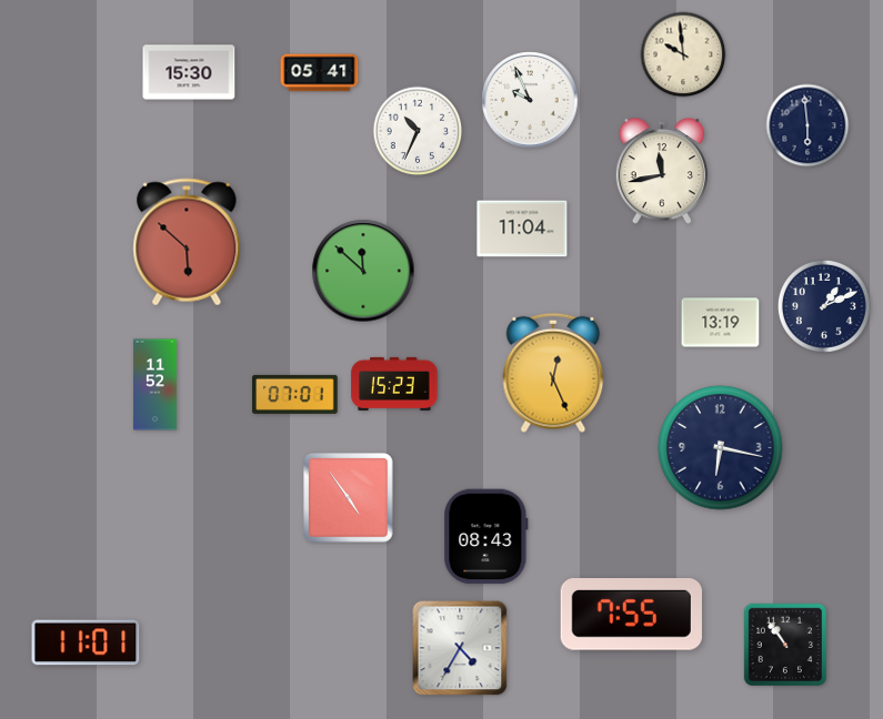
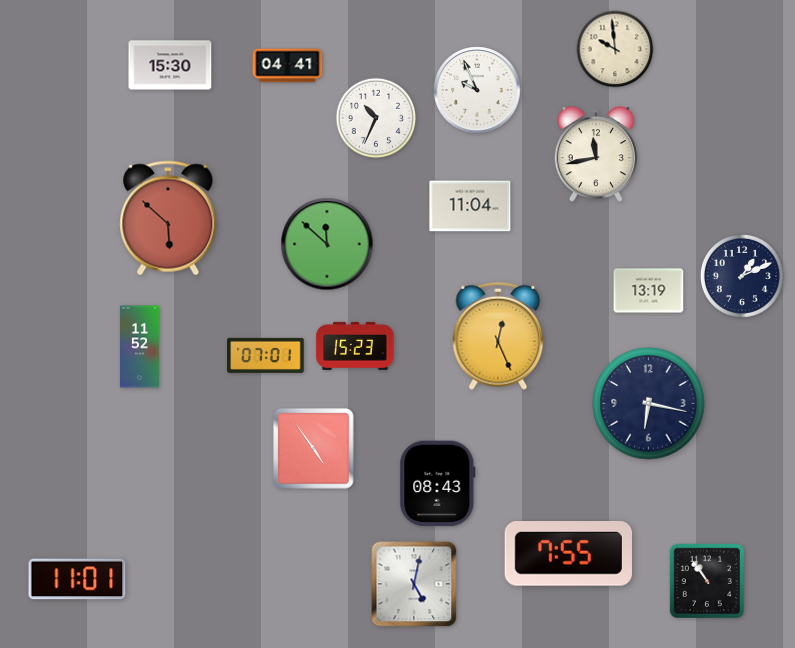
clock at (320, 73): 05:41 -> 04:41
clock at (807, 125): 5:59 -> none
clock at (460, 648): 4:35 -> 5:02
